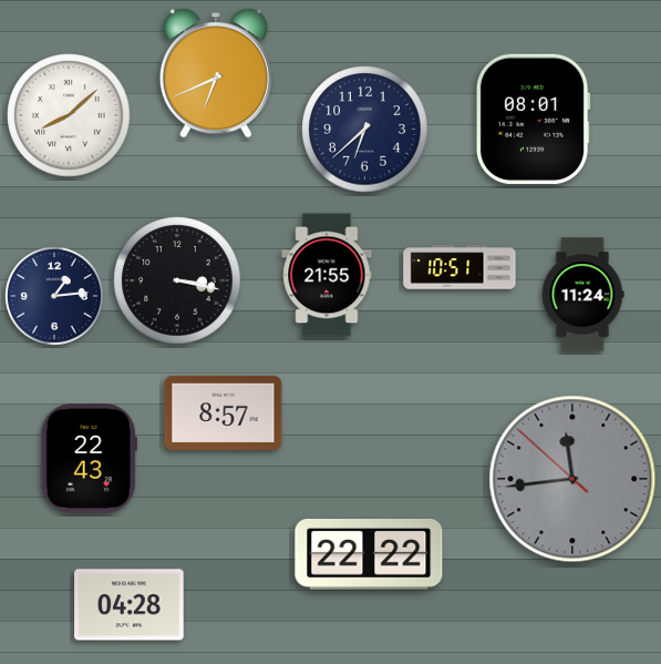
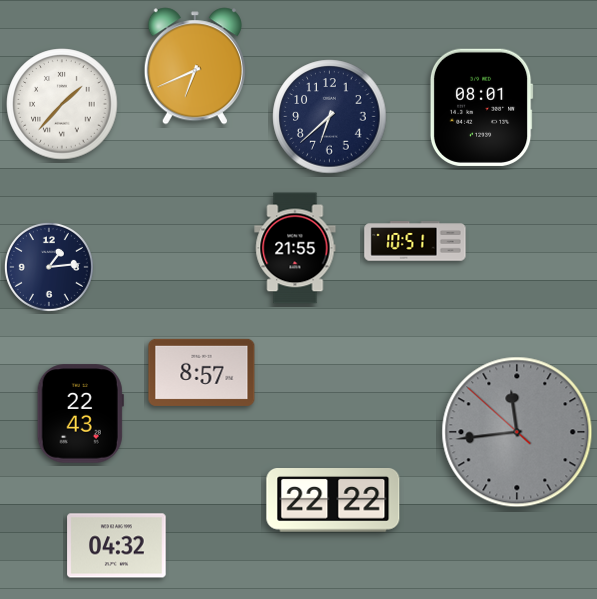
clock at (69, 115): 8:08 -> 1:37
clock at (177, 280): 3:17 -> none
clock at (582, 295): 11:24 -> none
clock at (130, 605): 04:28 -> 04:32
